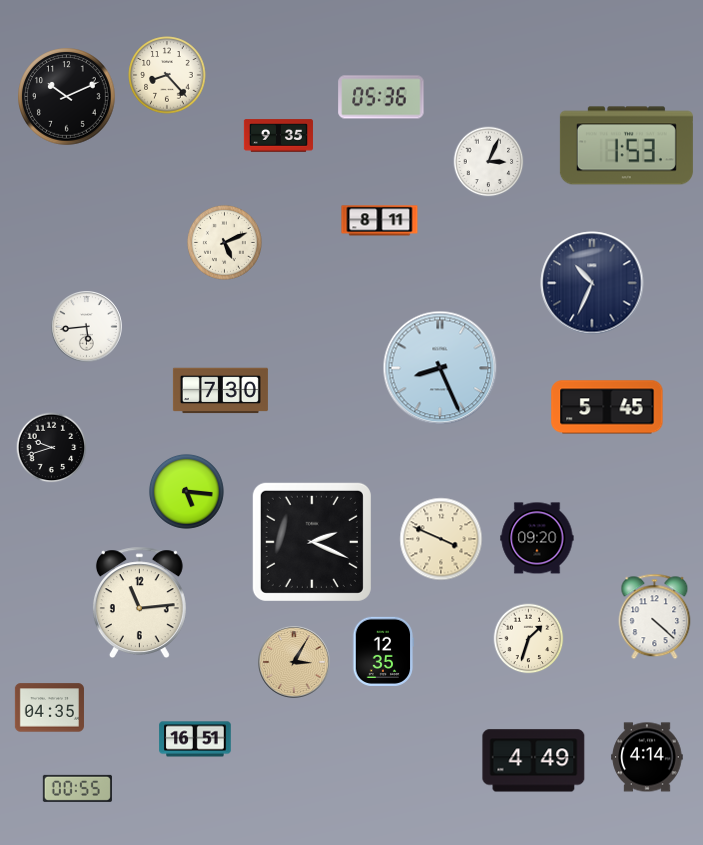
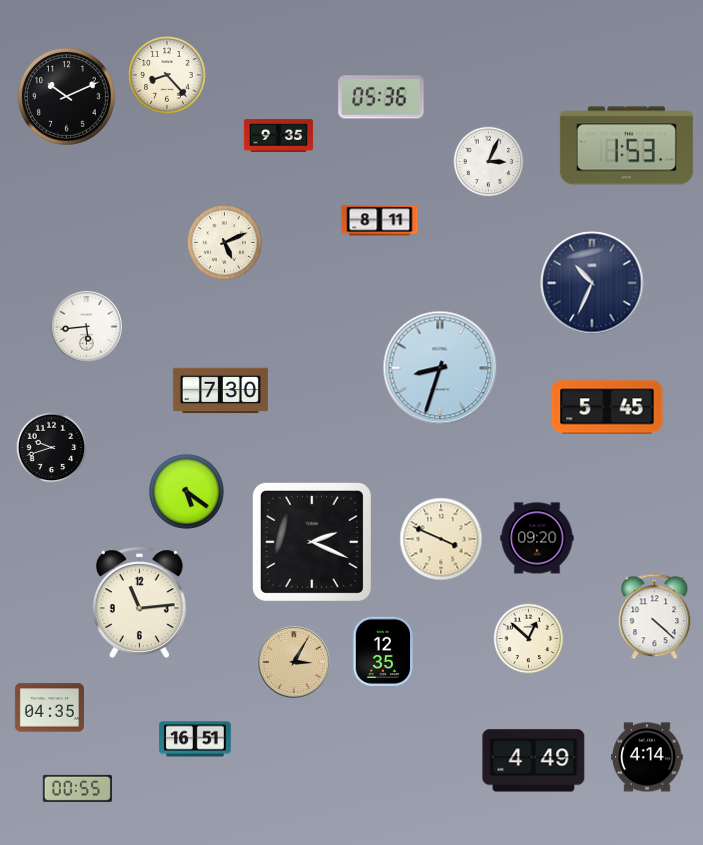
clock at (440, 368): 8:26 -> 8:33
clock at (186, 491): 5:16 -> 5:21
clock at (529, 639): 1:33 -> 12:52
